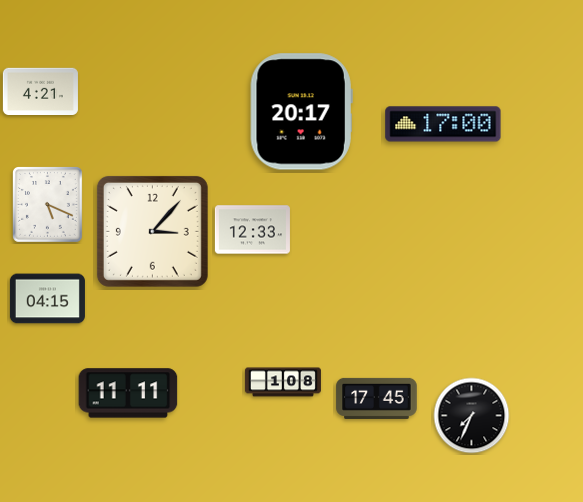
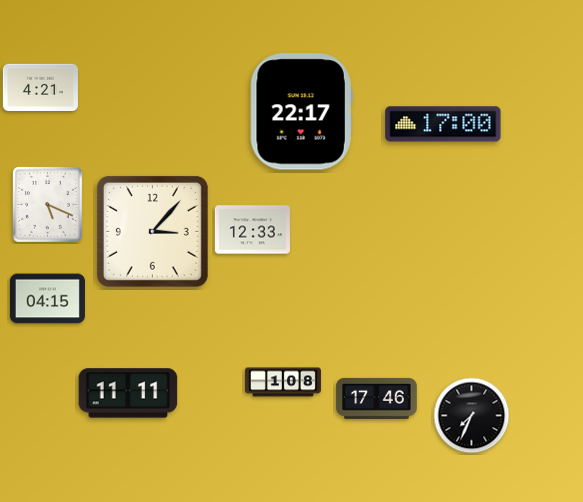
clock at (40, 92) position: (40, 92) -> (40, 88)
clock at (301, 112): 20:17 -> 22:17
clock at (377, 398): 17:45 -> 17:46
